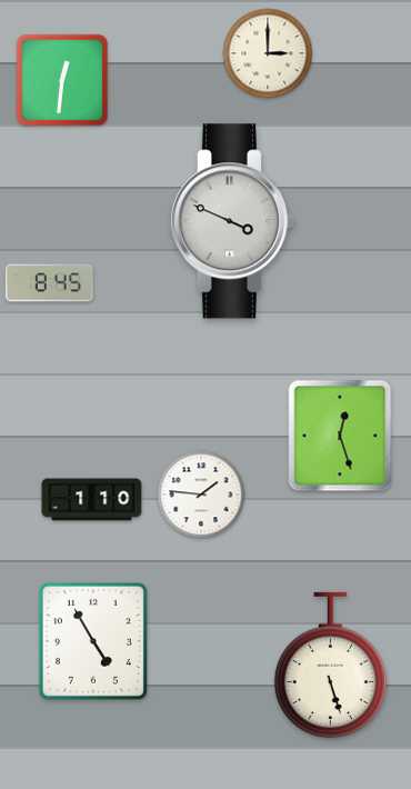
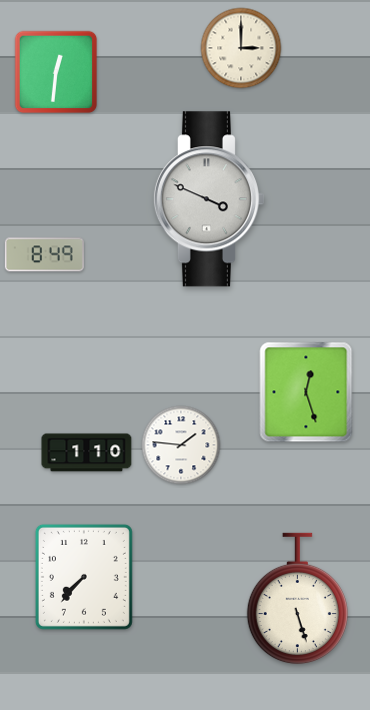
clock at (49, 283): 8:45 -> 8:49
clock at (92, 500) position: (92, 500) -> (87, 453)
clock at (93, 641): 4:55 -> 7:37
